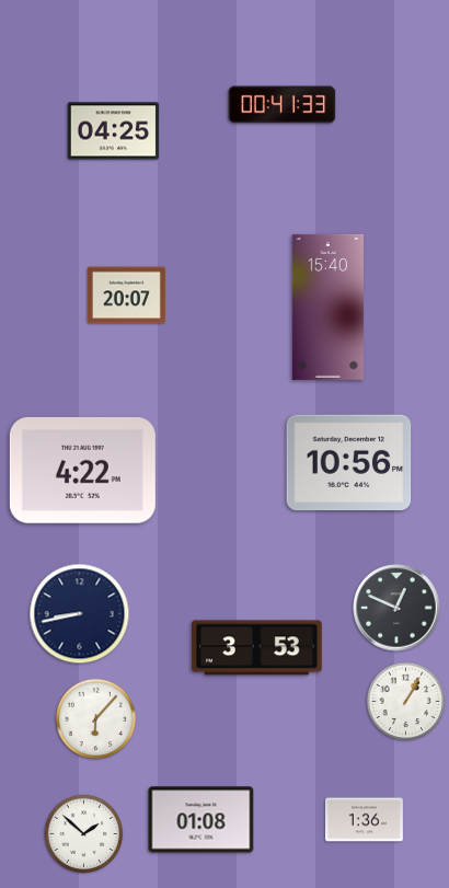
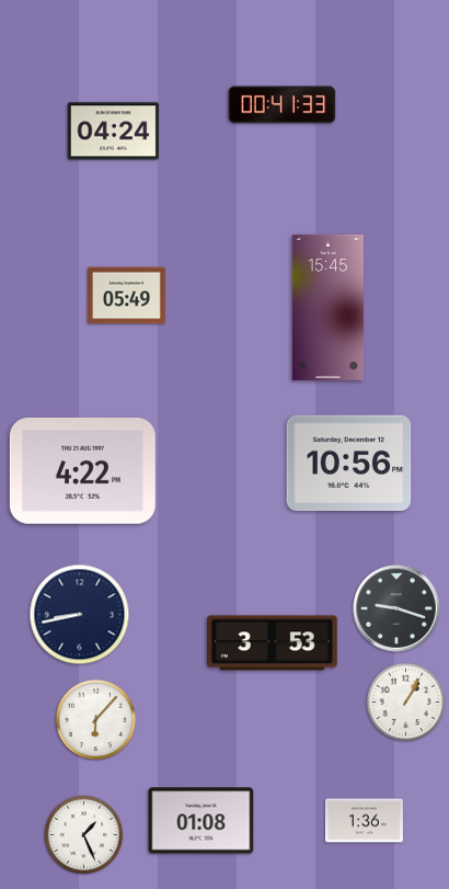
clock at (114, 131): 04:25 -> 04:24
clock at (126, 296): 20:07 -> 05:49
clock at (327, 307): 15:40 -> 15:45
clock at (396, 608): 12:49 -> 9:18
clock at (257, 648) position: (257, 648) -> (273, 643)
clock at (84, 834): 1:52 -> 1:26
